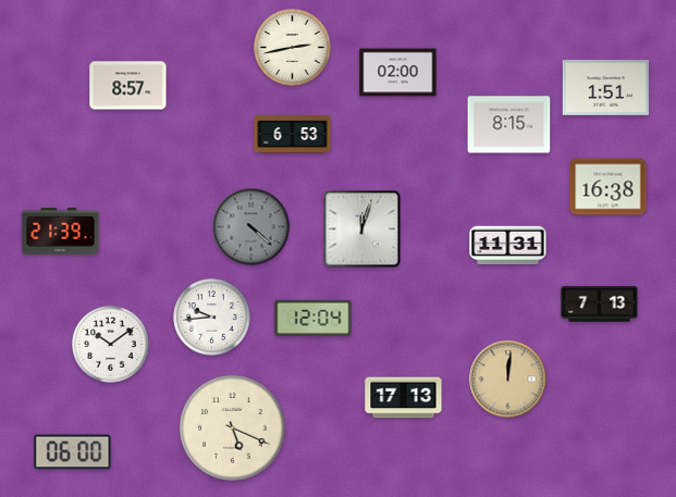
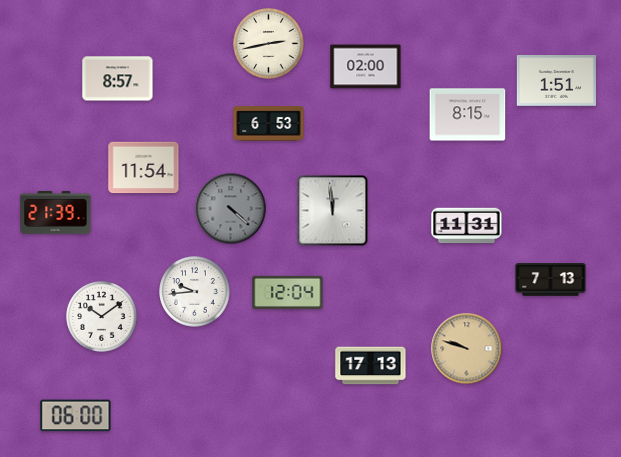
clock at (144, 168): none -> 11:54
clock at (609, 187): 16:38 -> none
clock at (362, 229): 12:03 -> 11:59
clock at (508, 380): 12:01 -> 9:48
clock at (233, 428): 5:19 -> none
clock at (73, 452) position: (73, 452) -> (76, 416)
